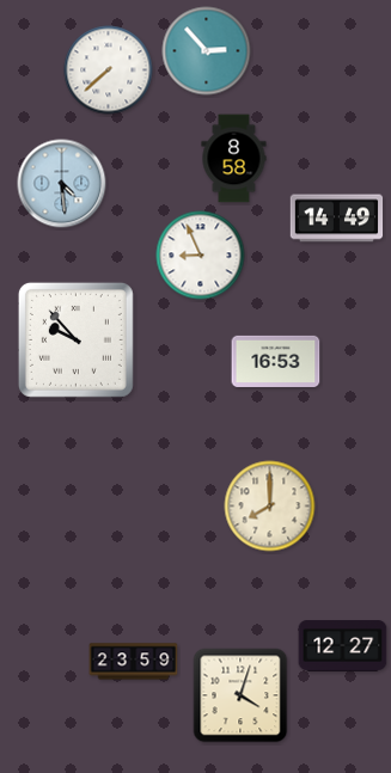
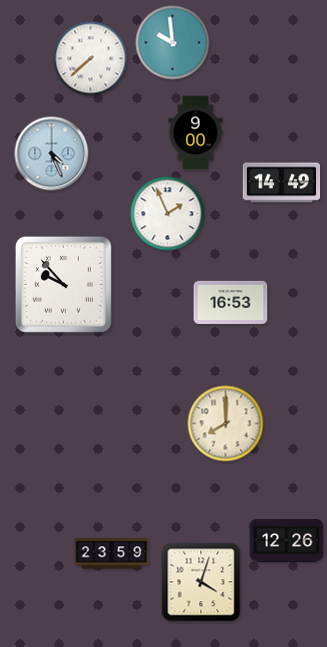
clock at (207, 51): 2:53 -> 9:59
clock at (234, 159): 8:58 -> 9:00
clock at (62, 184): 4:29 -> 4:26
clock at (201, 256): 8:56 -> 1:56
clock at (343, 646): 12:27 -> 12:26
